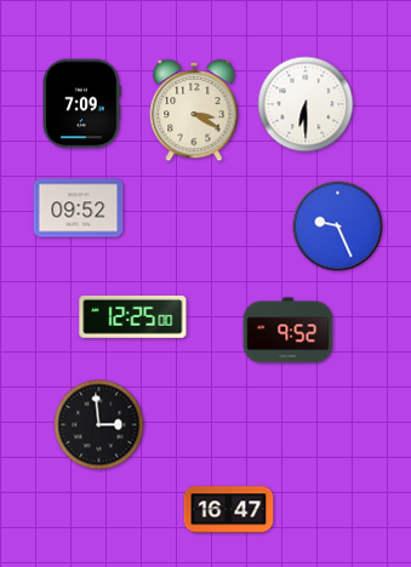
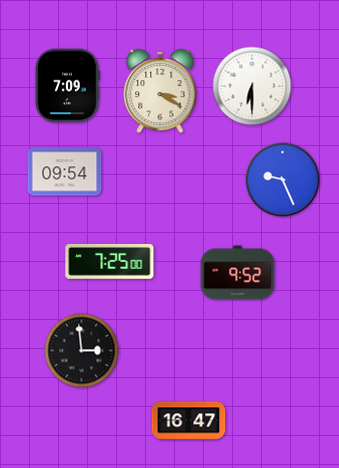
clock at (79, 208): 09:52 -> 09:54
clock at (338, 227) position: (338, 227) -> (283, 180)
clock at (133, 317): 12:25 -> 7:25
